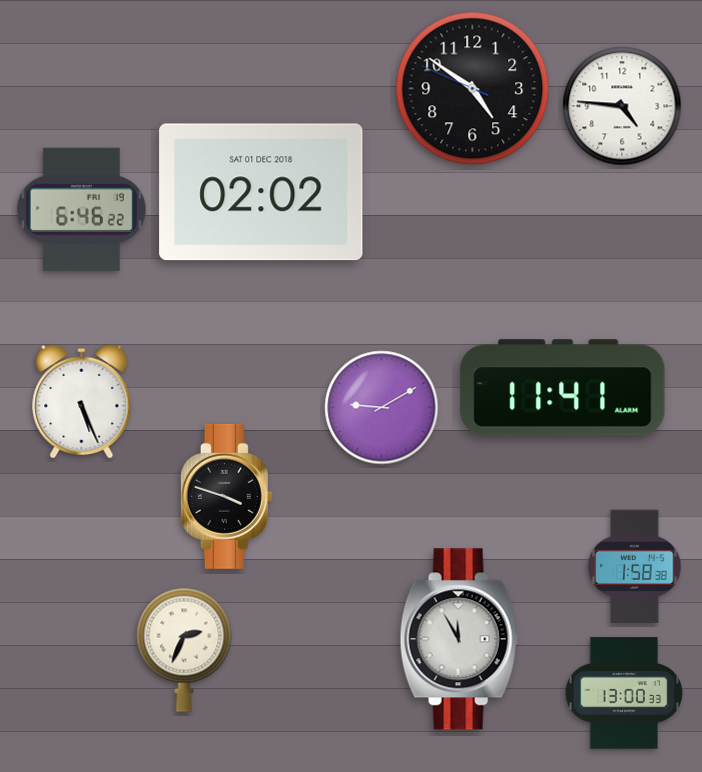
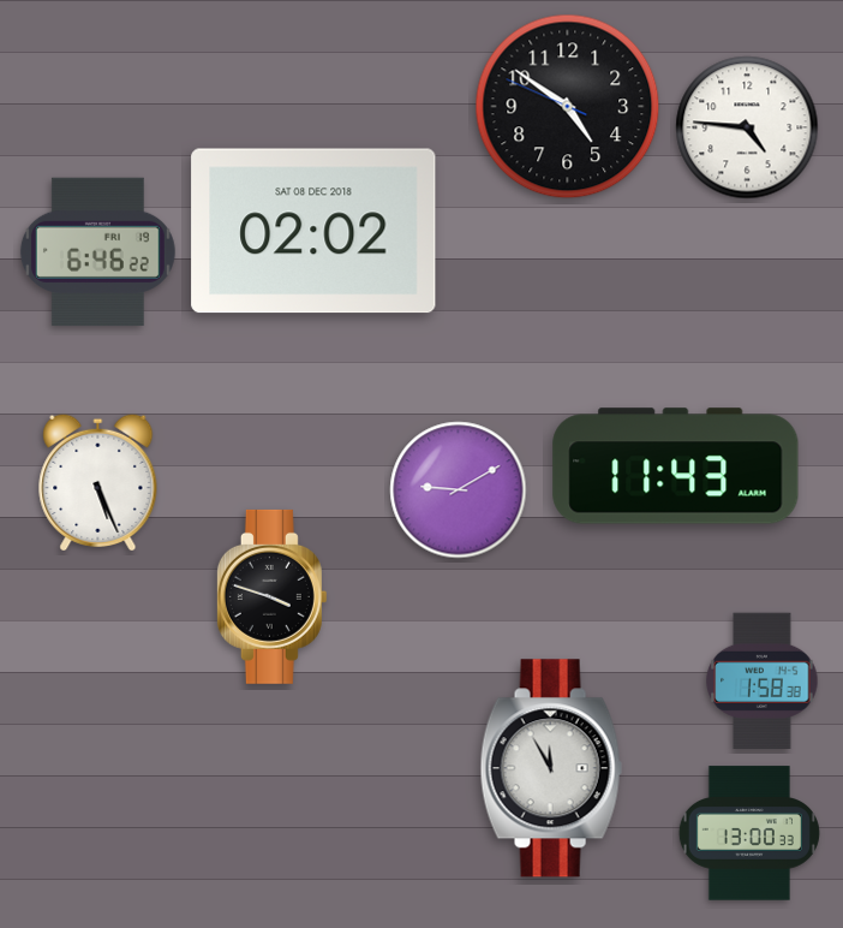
clock at (261, 192) date: SAT 01 DEC 2018 -> SAT 08 DEC 2018
clock at (563, 388): 11:41 -> 11:43
clock at (184, 650): 2:34 -> none
